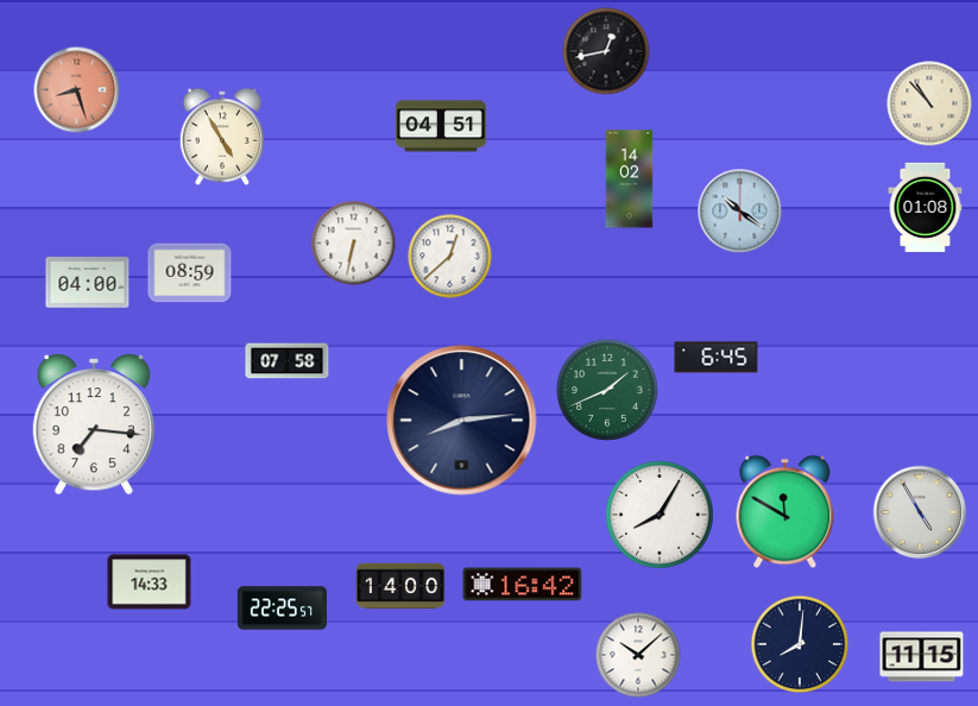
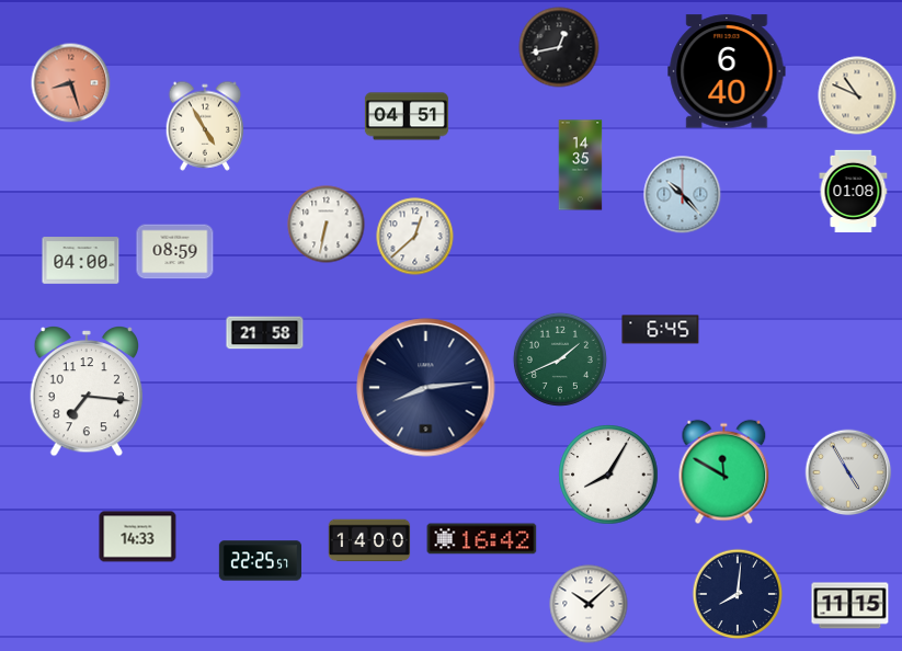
clock at (727, 71): none -> 6:40
clock at (929, 103): 10:53 -> 10:49
clock at (630, 179): 14:02 -> 14:35
clock at (740, 212): 10:21 -> 10:23
clock at (288, 361): 07:58 -> 21:58
